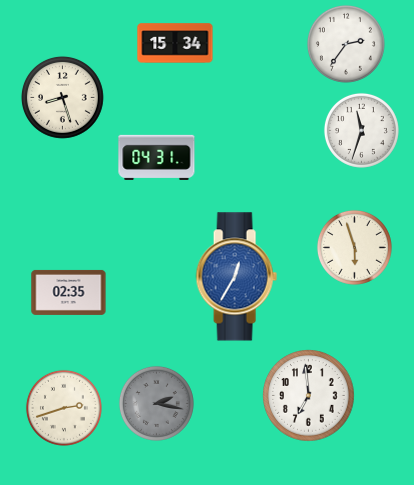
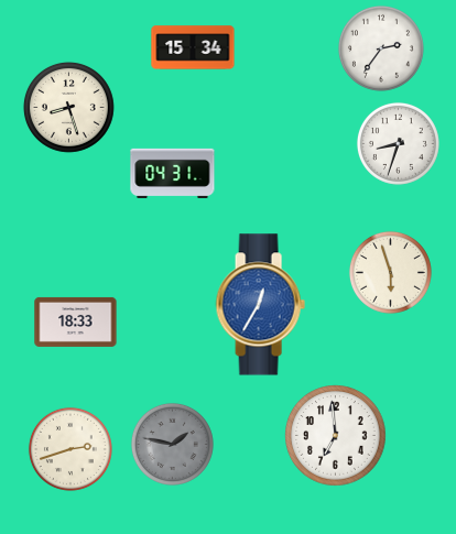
clock at (361, 130): 11:33 -> 8:33
clock at (69, 292): 02:35 -> 18:33
clock at (309, 396) position: (309, 396) -> (336, 436)
clock at (156, 403): 2:17 -> 1:47
